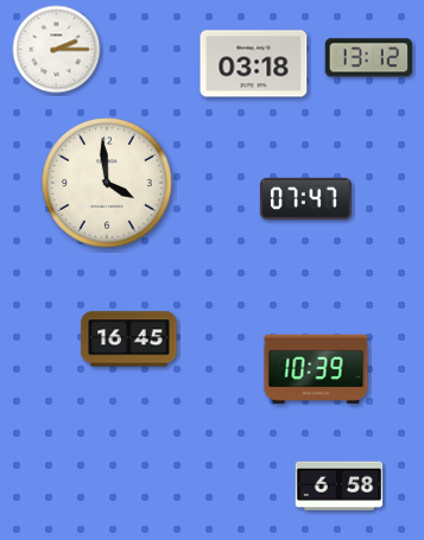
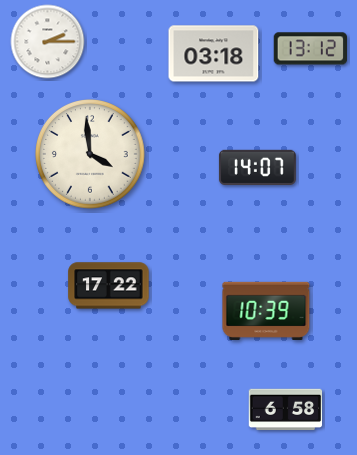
clock at (305, 198): 07:47 -> 14:07
clock at (129, 339): 16:45 -> 17:22
